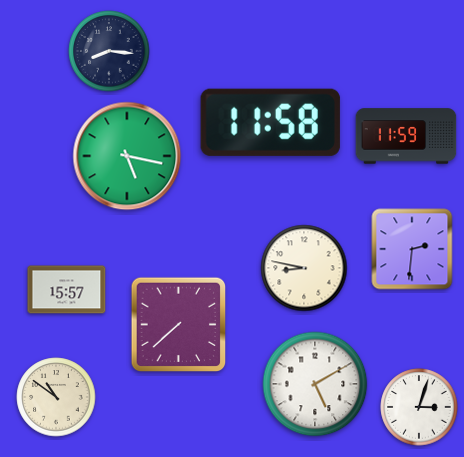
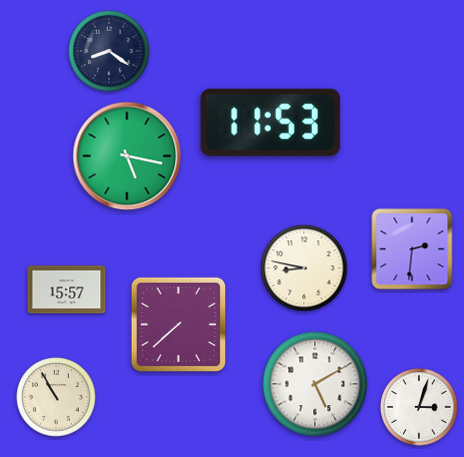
clock at (109, 51): 8:16 -> 8:21
clock at (270, 122): 11:58 -> 11:53
clock at (406, 136): 11:59 -> none
clock at (56, 397): 10:51 -> 10:55
